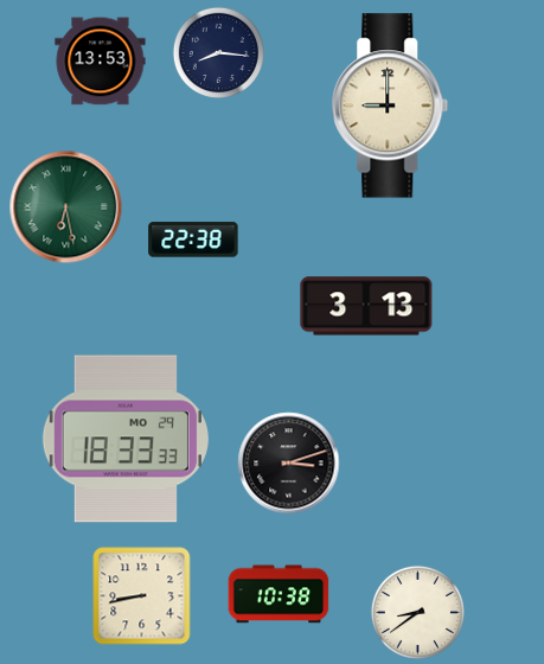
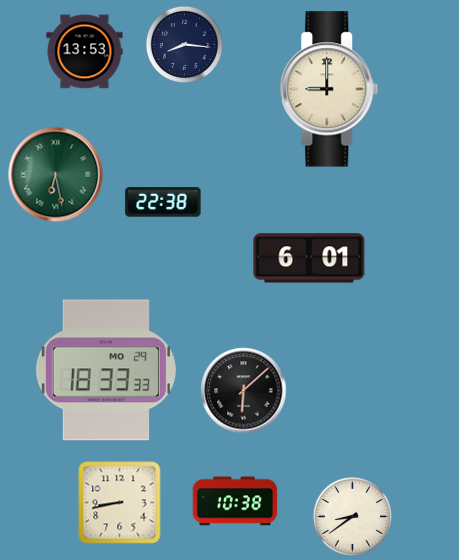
clock at (366, 306): 3:13 -> 6:01
clock at (289, 464): 3:12 -> 6:08
